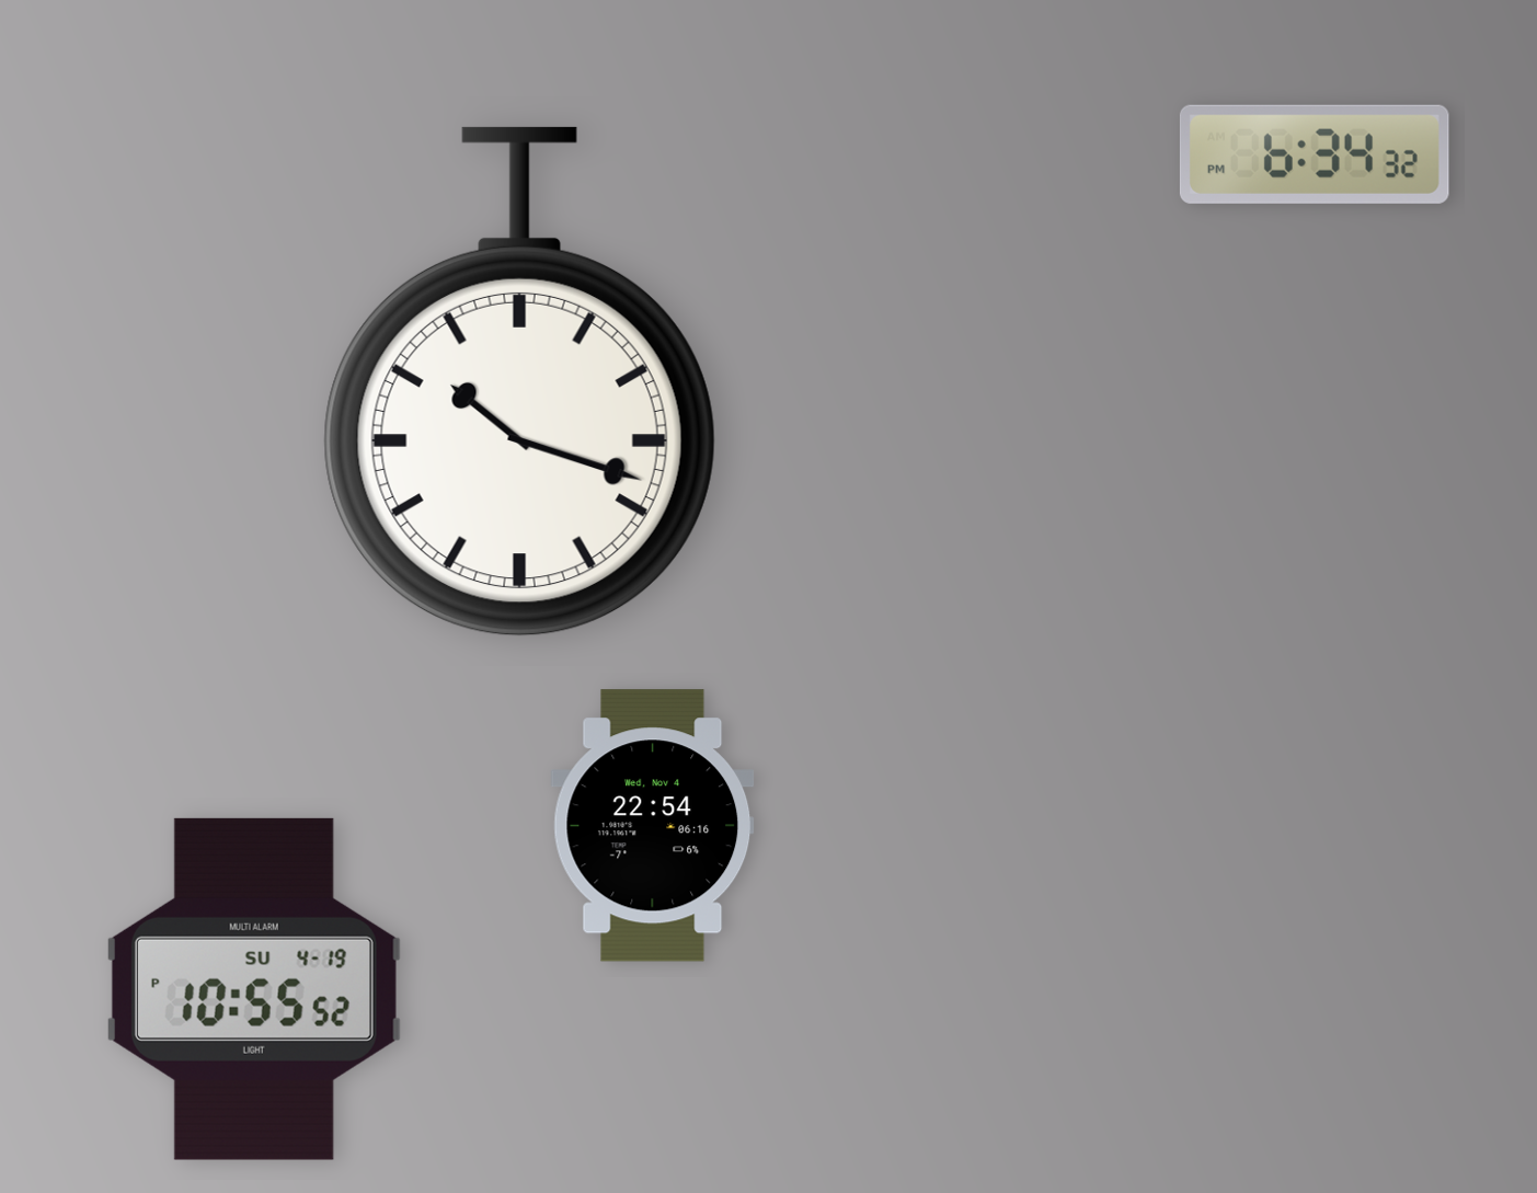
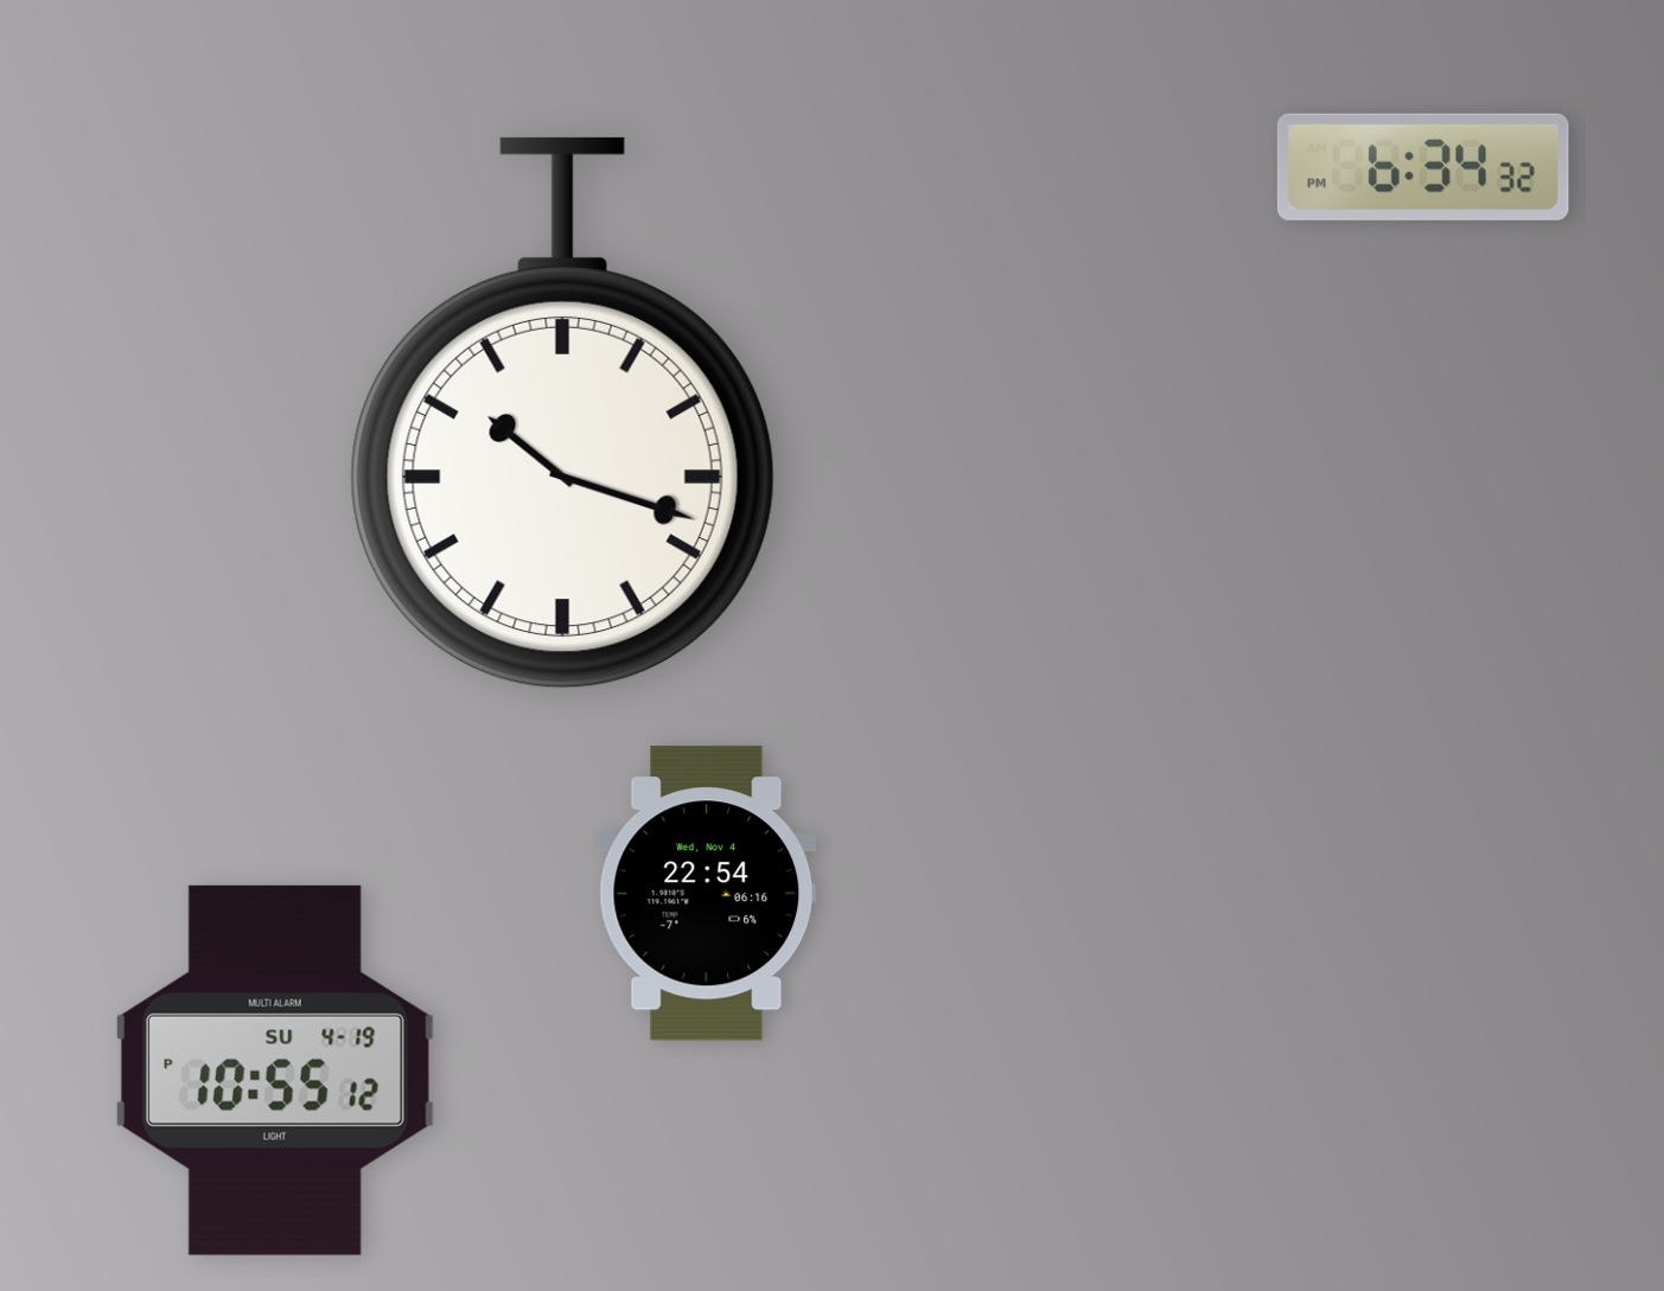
clock at (254, 989): 10:55:52 PM -> 10:55:12 PM
